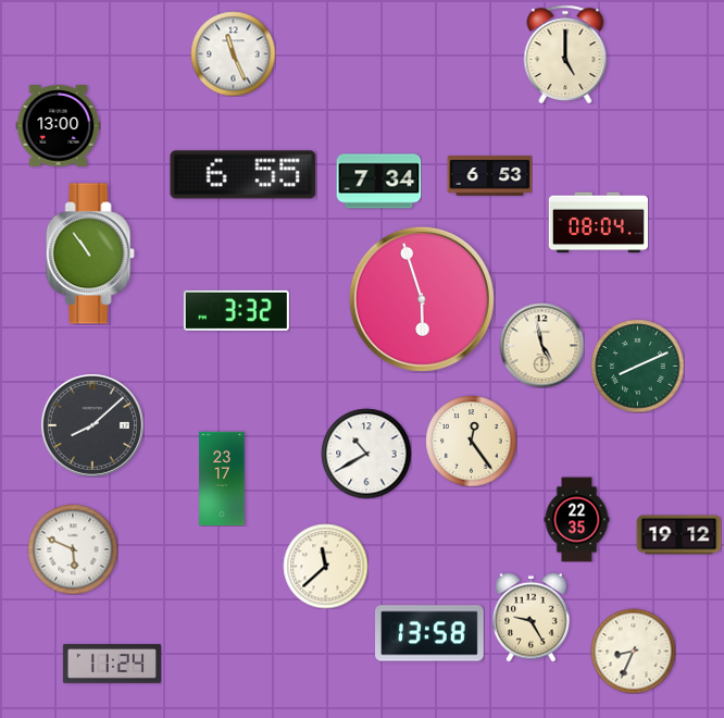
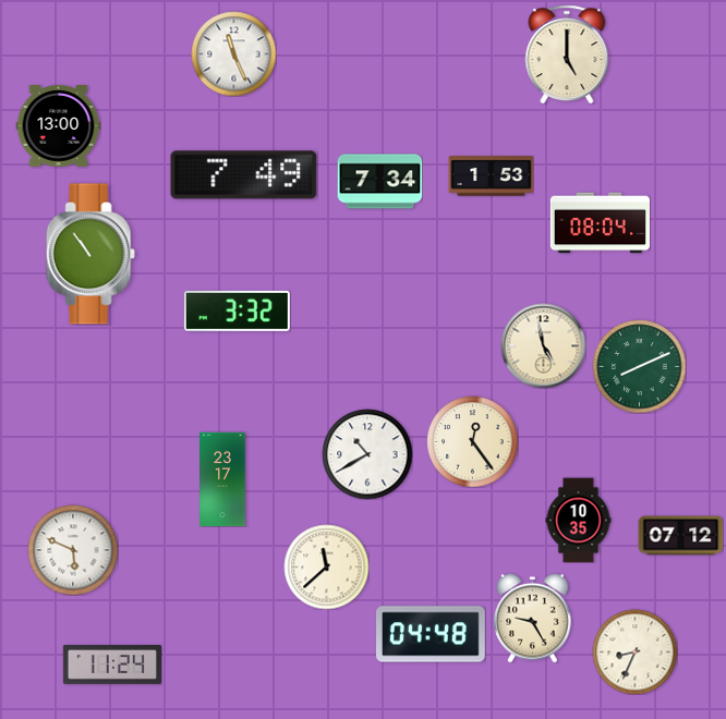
clock at (244, 175): 6:55 -> 7:49
clock at (489, 176): 6:53 -> 1:53
clock at (422, 299): 5:57 -> none
clock at (92, 425): 8:08 -> none
clock at (577, 519): 22:35 -> 10:35
clock at (678, 535): 19:12 -> 07:12
clock at (430, 633): 13:58 -> 04:48
